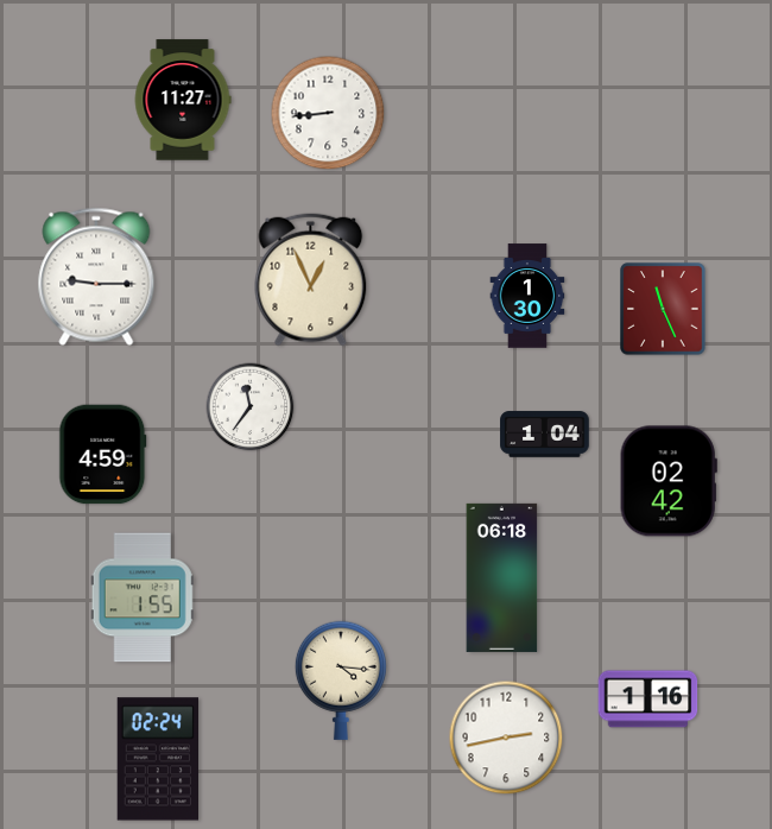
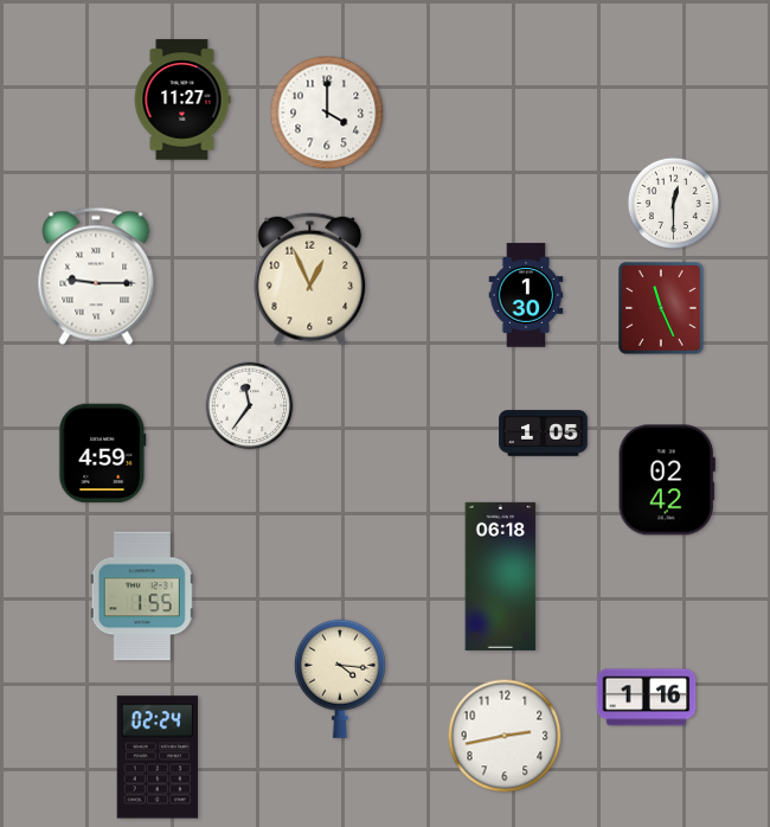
clock at (328, 113): 8:44 -> 4:00
clock at (673, 203): none -> 12:30
clock at (545, 435): 1:04 -> 1:05
